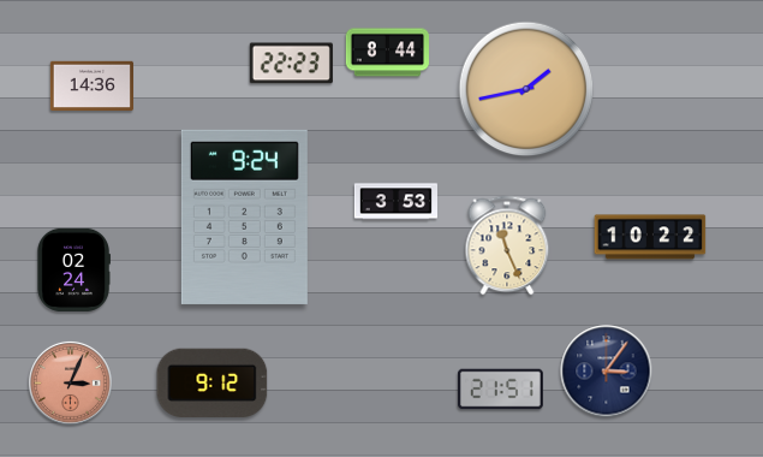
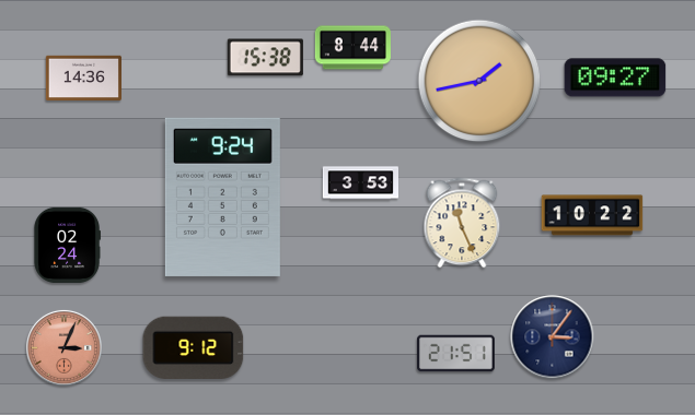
clock at (291, 64): 22:23 -> 15:38
clock at (615, 78): none -> 09:27
